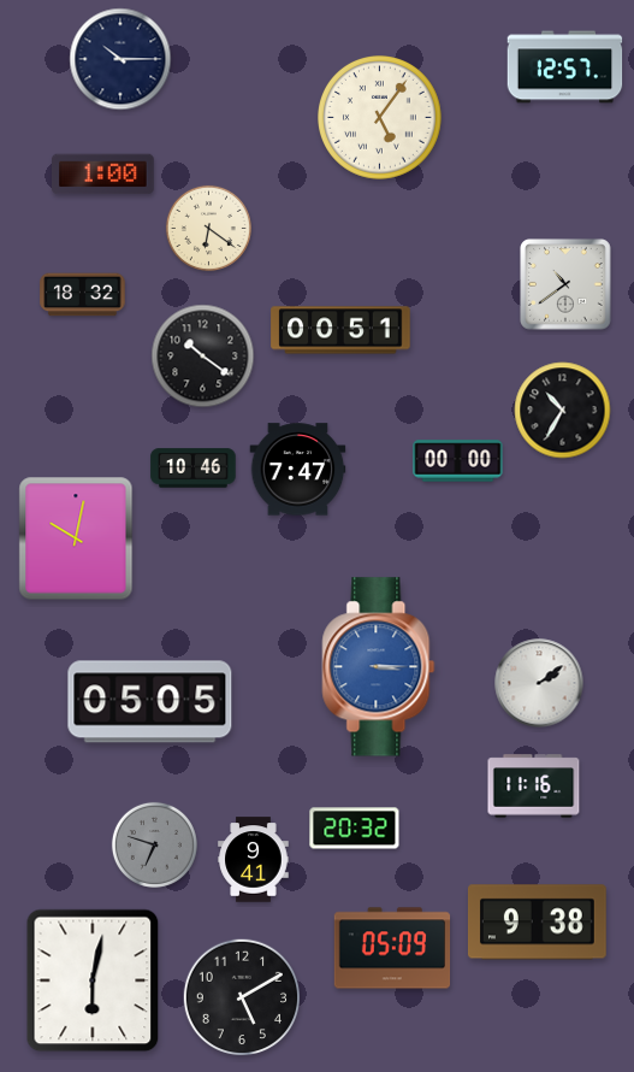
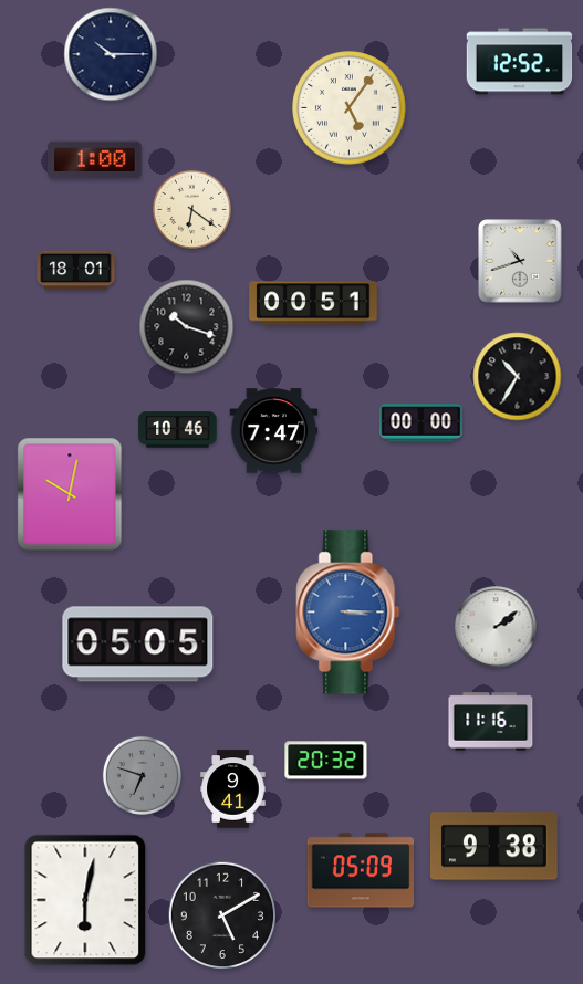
clock at (565, 67): 12:57 -> 12:52
clock at (565, 284): 10:39 -> 10:42
clock at (83, 295): 18:32 -> 18:01
clock at (203, 357): 10:21 -> 10:18
